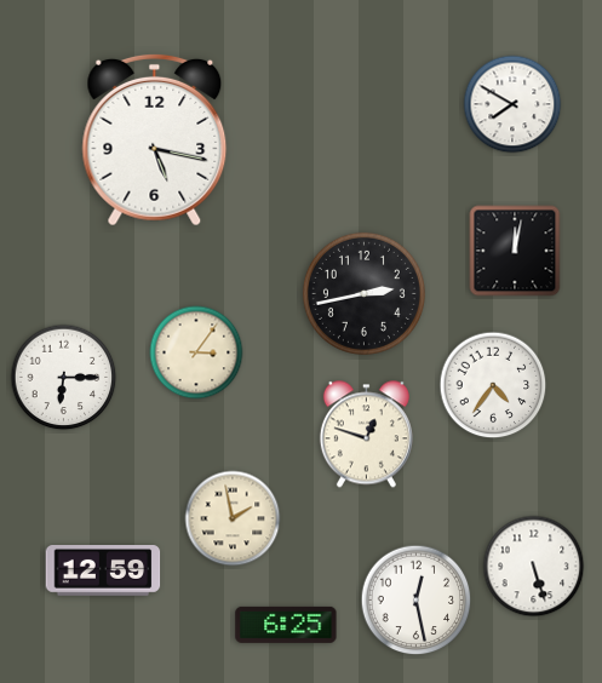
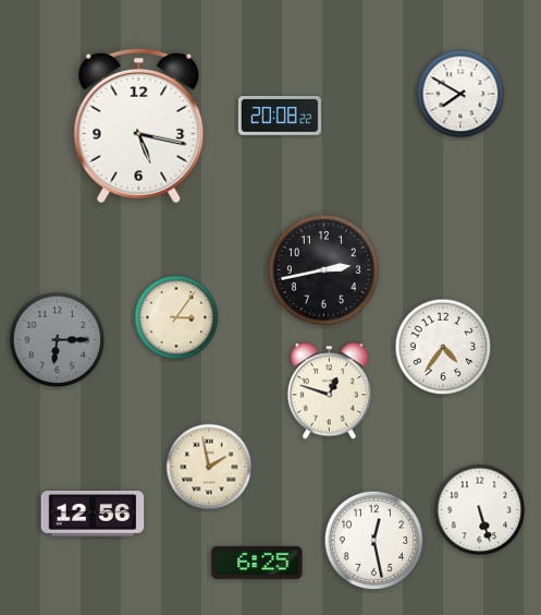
clock at (280, 116): none -> 20:08
clock at (515, 251): 12:02 -> none
clock at (363, 293) position: (363, 293) -> (323, 269)
clock at (64, 378) dial: white -> grey
clock at (103, 572): 12:59 -> 12:56
